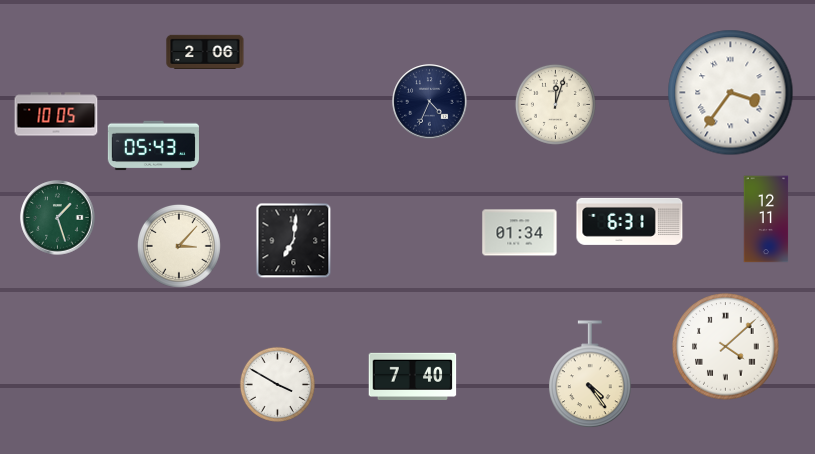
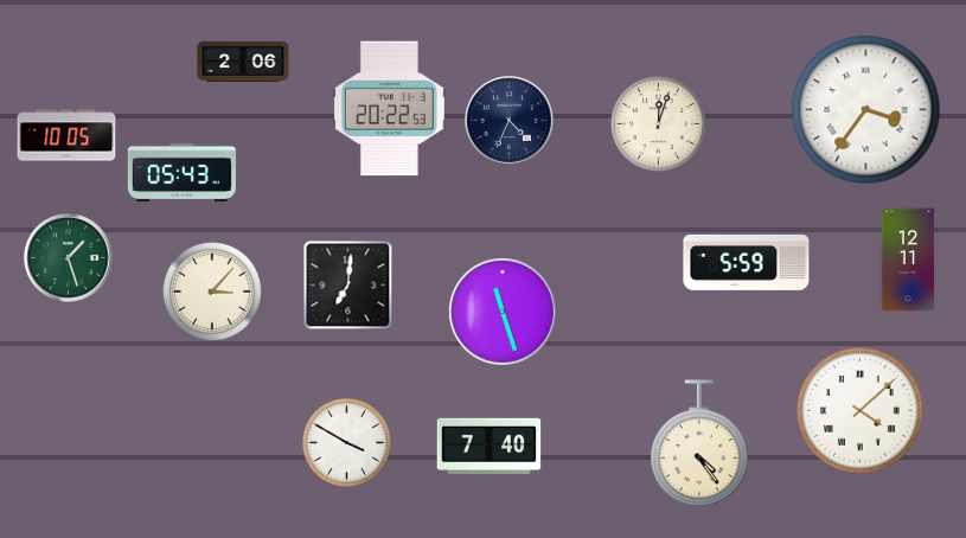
clock at (390, 109): none -> 20:22
clock at (630, 221): 6:31 -> 5:59
clock at (520, 233): 01:34 -> none
clock at (503, 312): none -> 11:27
clock at (277, 384) position: (277, 384) -> (346, 442)
